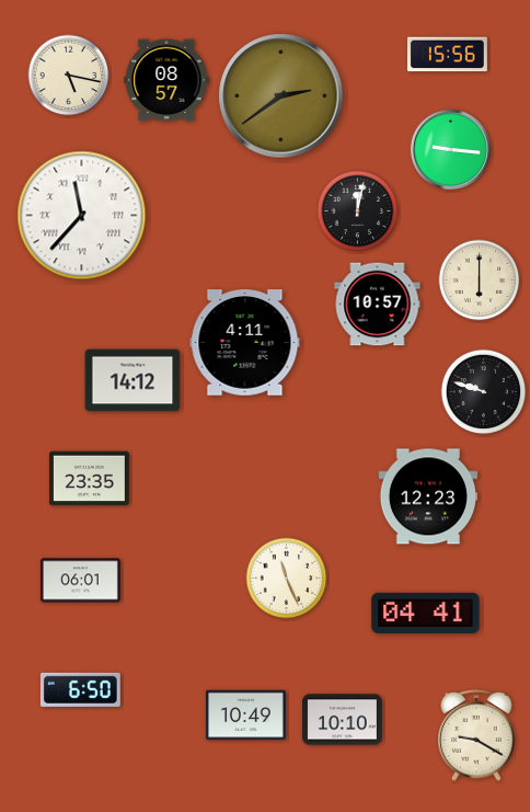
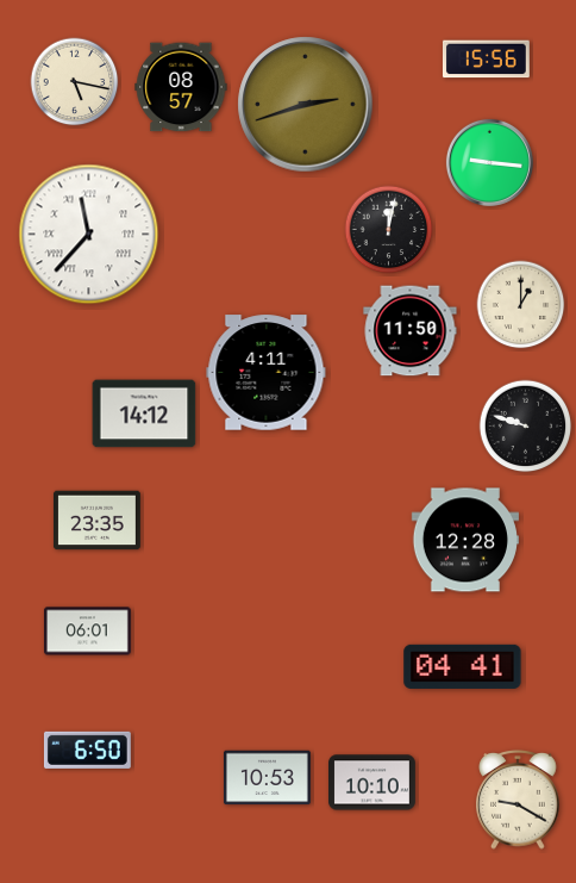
clock at (281, 96): 2:39 -> 2:42
clock at (480, 281): 6:00 -> 1:00
clock at (378, 305): 10:57 -> 11:50
clock at (427, 496): 12:23 -> 12:28
clock at (287, 579): 11:26 -> none
clock at (245, 716): 10:49 -> 10:53
